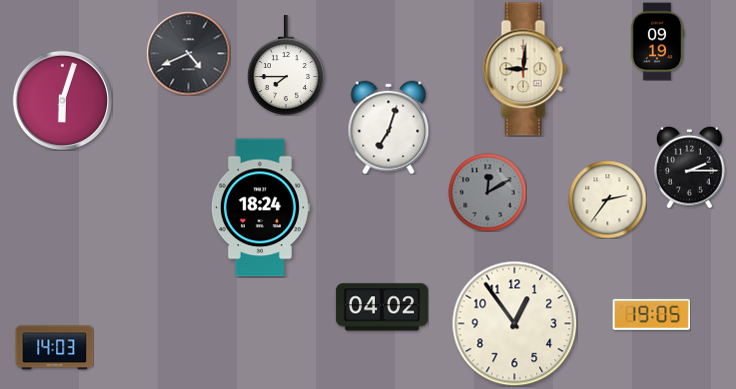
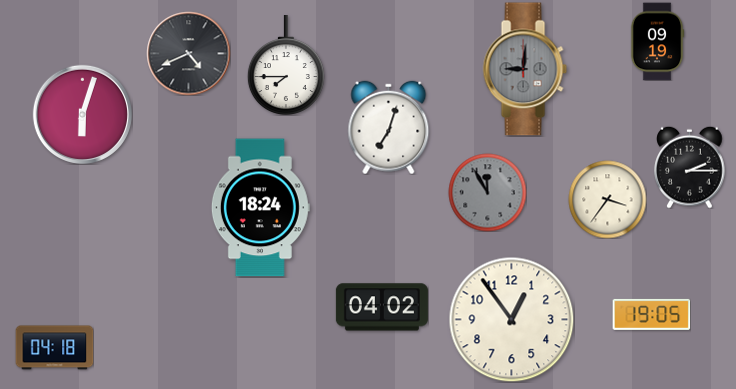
clock at (525, 69) dial: cream -> grey
clock at (62, 100) position: (62, 100) -> (82, 114)
clock at (487, 192): 12:10 -> 11:55
clock at (607, 199): 2:36 -> 3:36
clock at (514, 323) position: (514, 323) -> (511, 319)
clock at (54, 348): 14:03 -> 04:18
